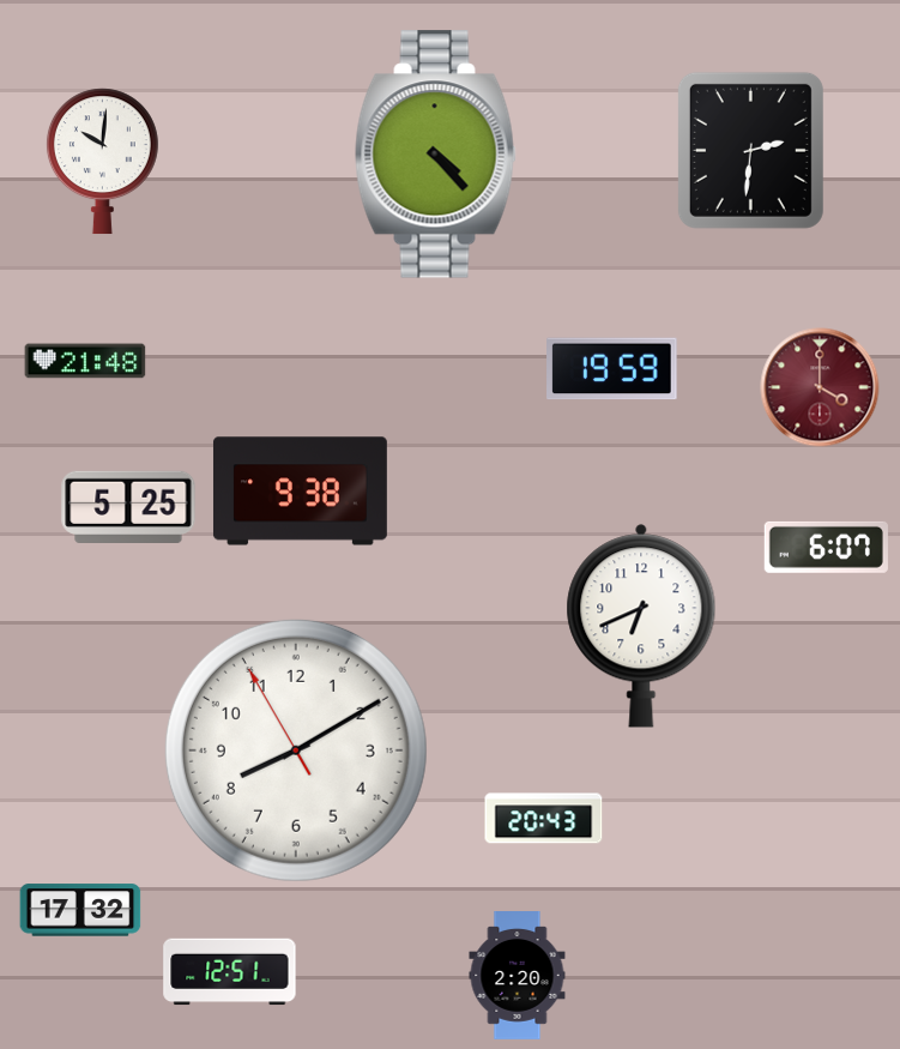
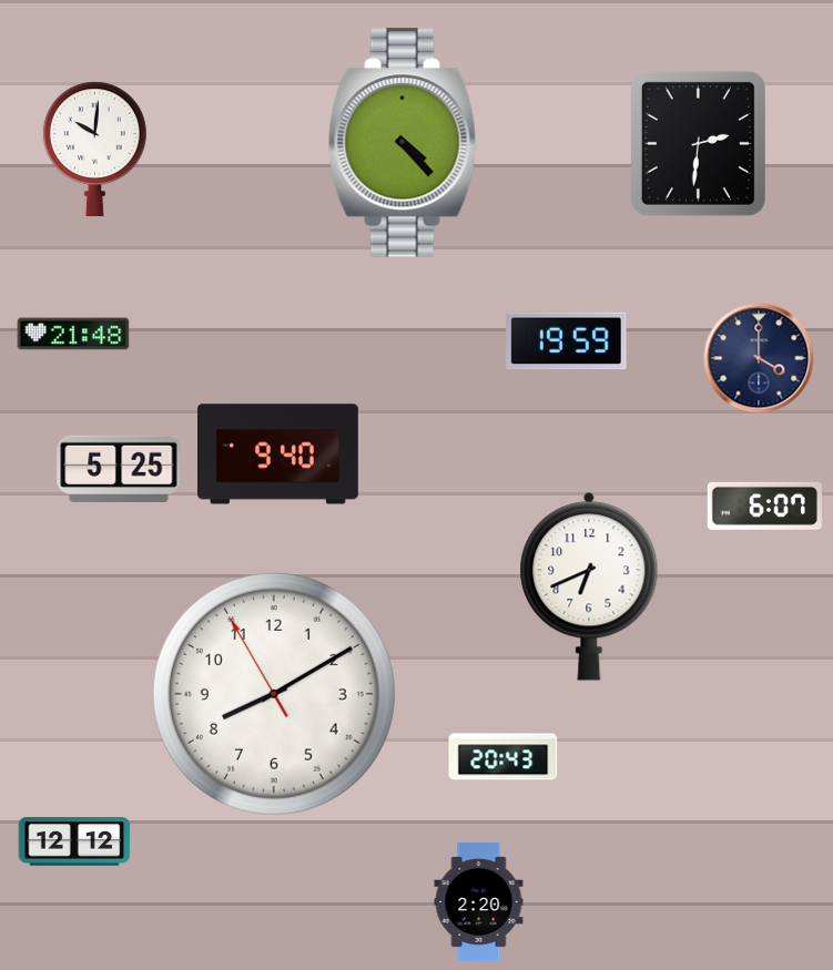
clock at (750, 150) position: (750, 150) -> (698, 143)
clock at (85, 361) position: (85, 361) -> (73, 334)
clock at (820, 387) dial: burgundy -> navy
clock at (300, 492): 9:38 -> 9:40
clock at (641, 626) position: (641, 626) -> (589, 586)
clock at (80, 910): 17:32 -> 12:12
clock at (230, 972): 12:51 -> none
